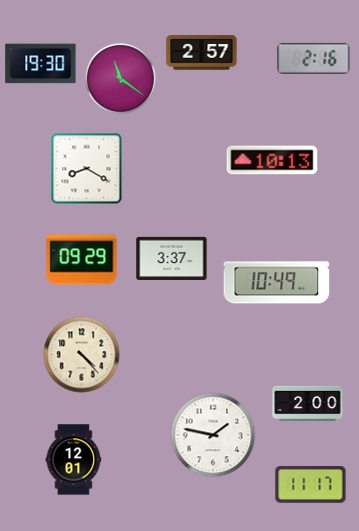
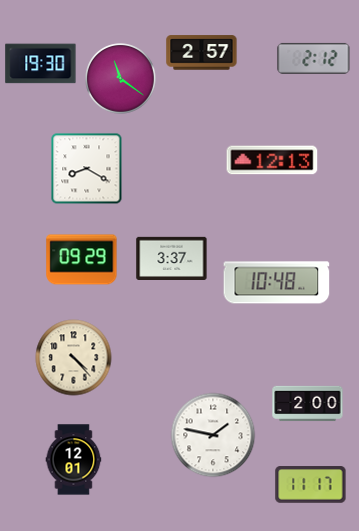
clock at (314, 58): 2:16 -> 2:12
clock at (272, 160): 10:13 -> 12:13
clock at (277, 283): 10:49 -> 10:48
clock at (82, 355) position: (82, 355) -> (74, 358)
